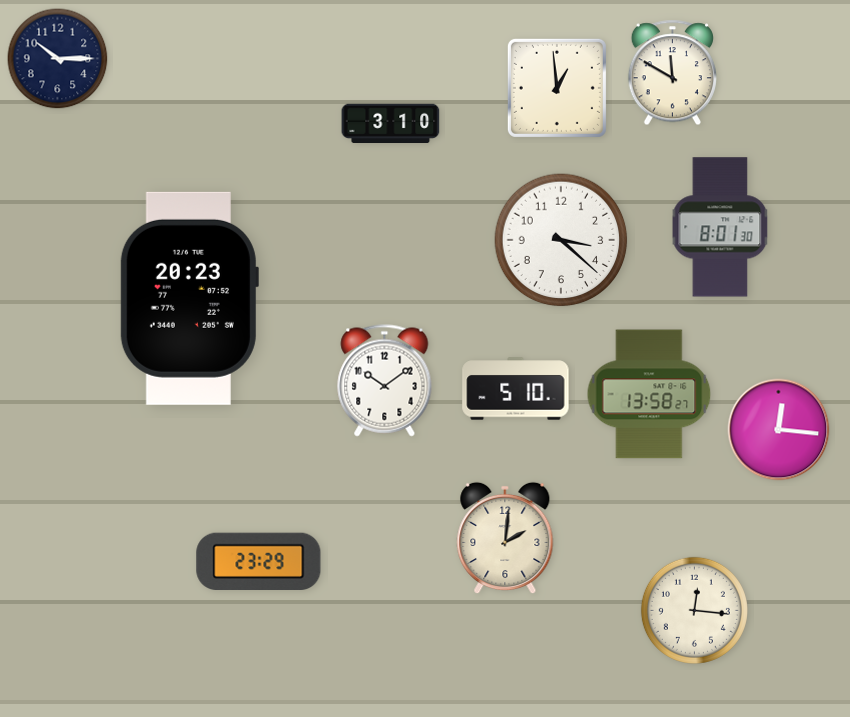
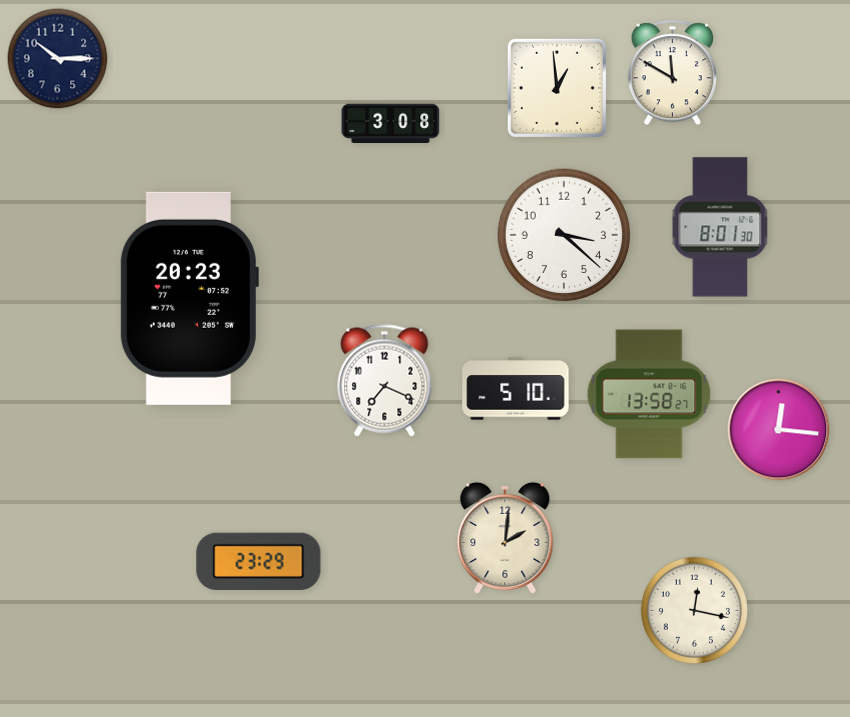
clock at (391, 123): 3:10 -> 3:08
clock at (561, 240) position: (561, 240) -> (564, 235)
clock at (385, 381): 10:09 -> 7:19
clock at (694, 610): 12:16 -> 12:17
